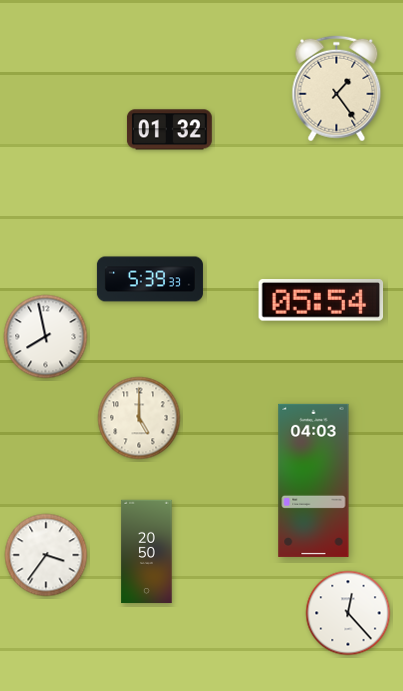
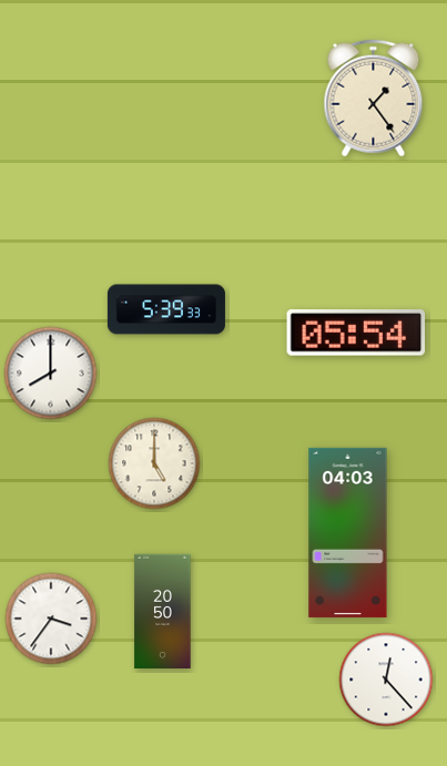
clock at (169, 130): 01:32 -> none
clock at (46, 337): 7:58 -> 8:00
clock at (46, 555) position: (46, 555) -> (51, 619)
